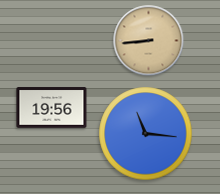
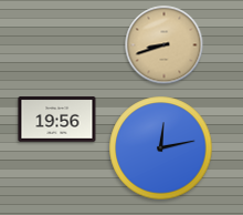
clock at (149, 41): 8:44 -> 8:42
clock at (146, 134): 11:16 -> 12:13
